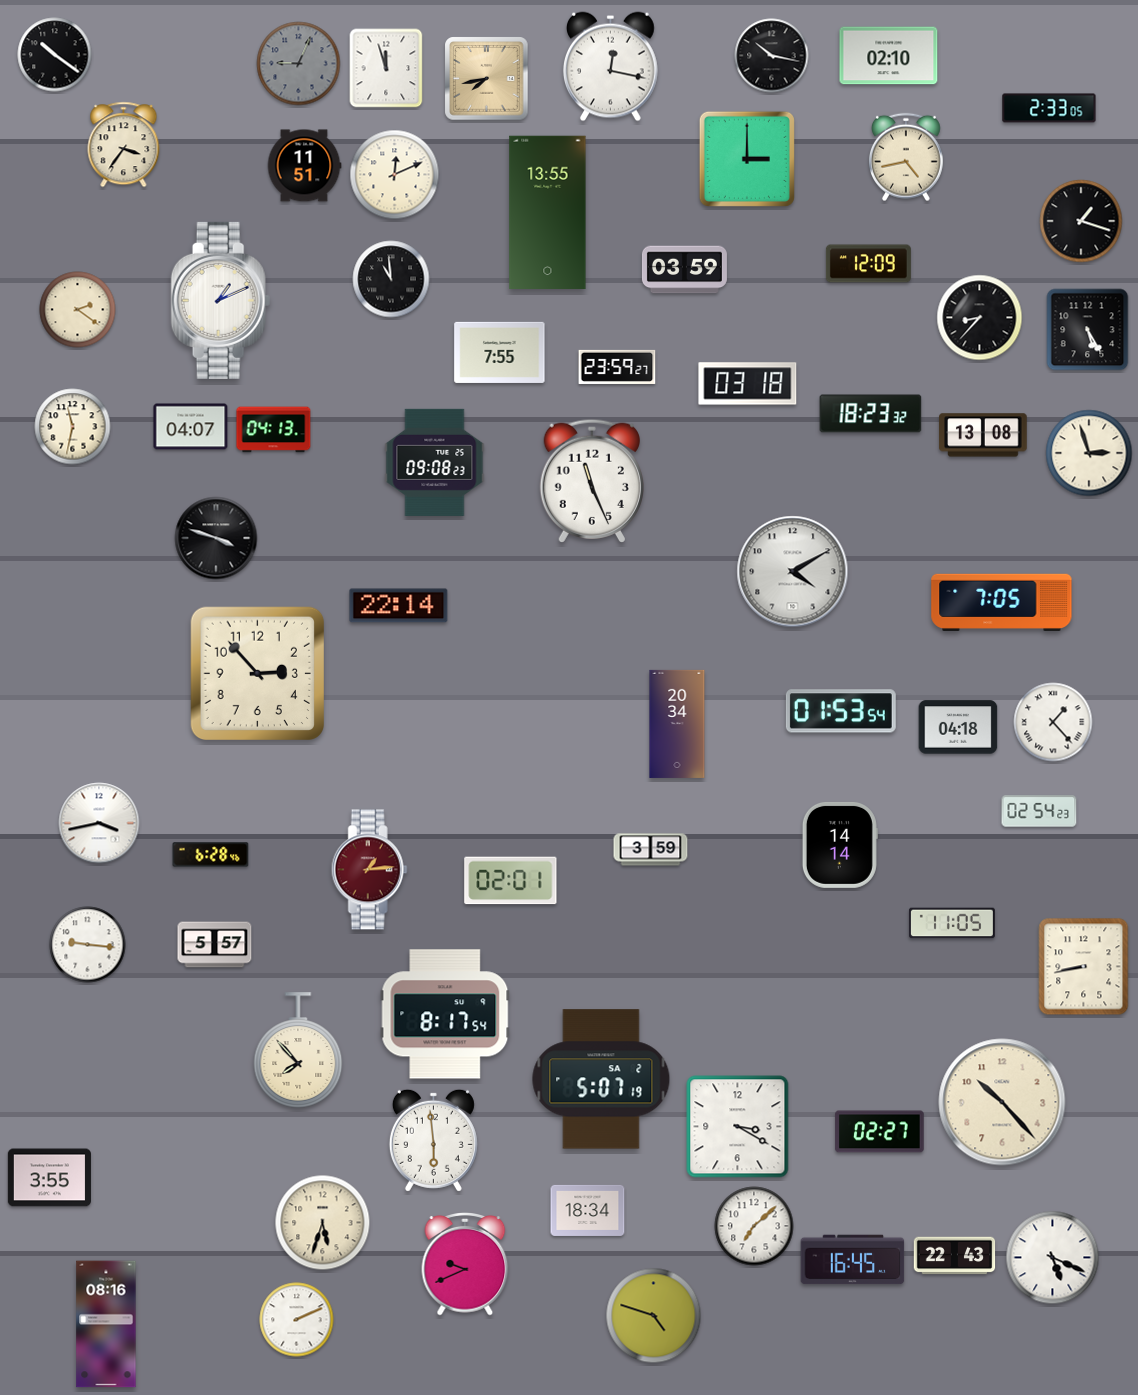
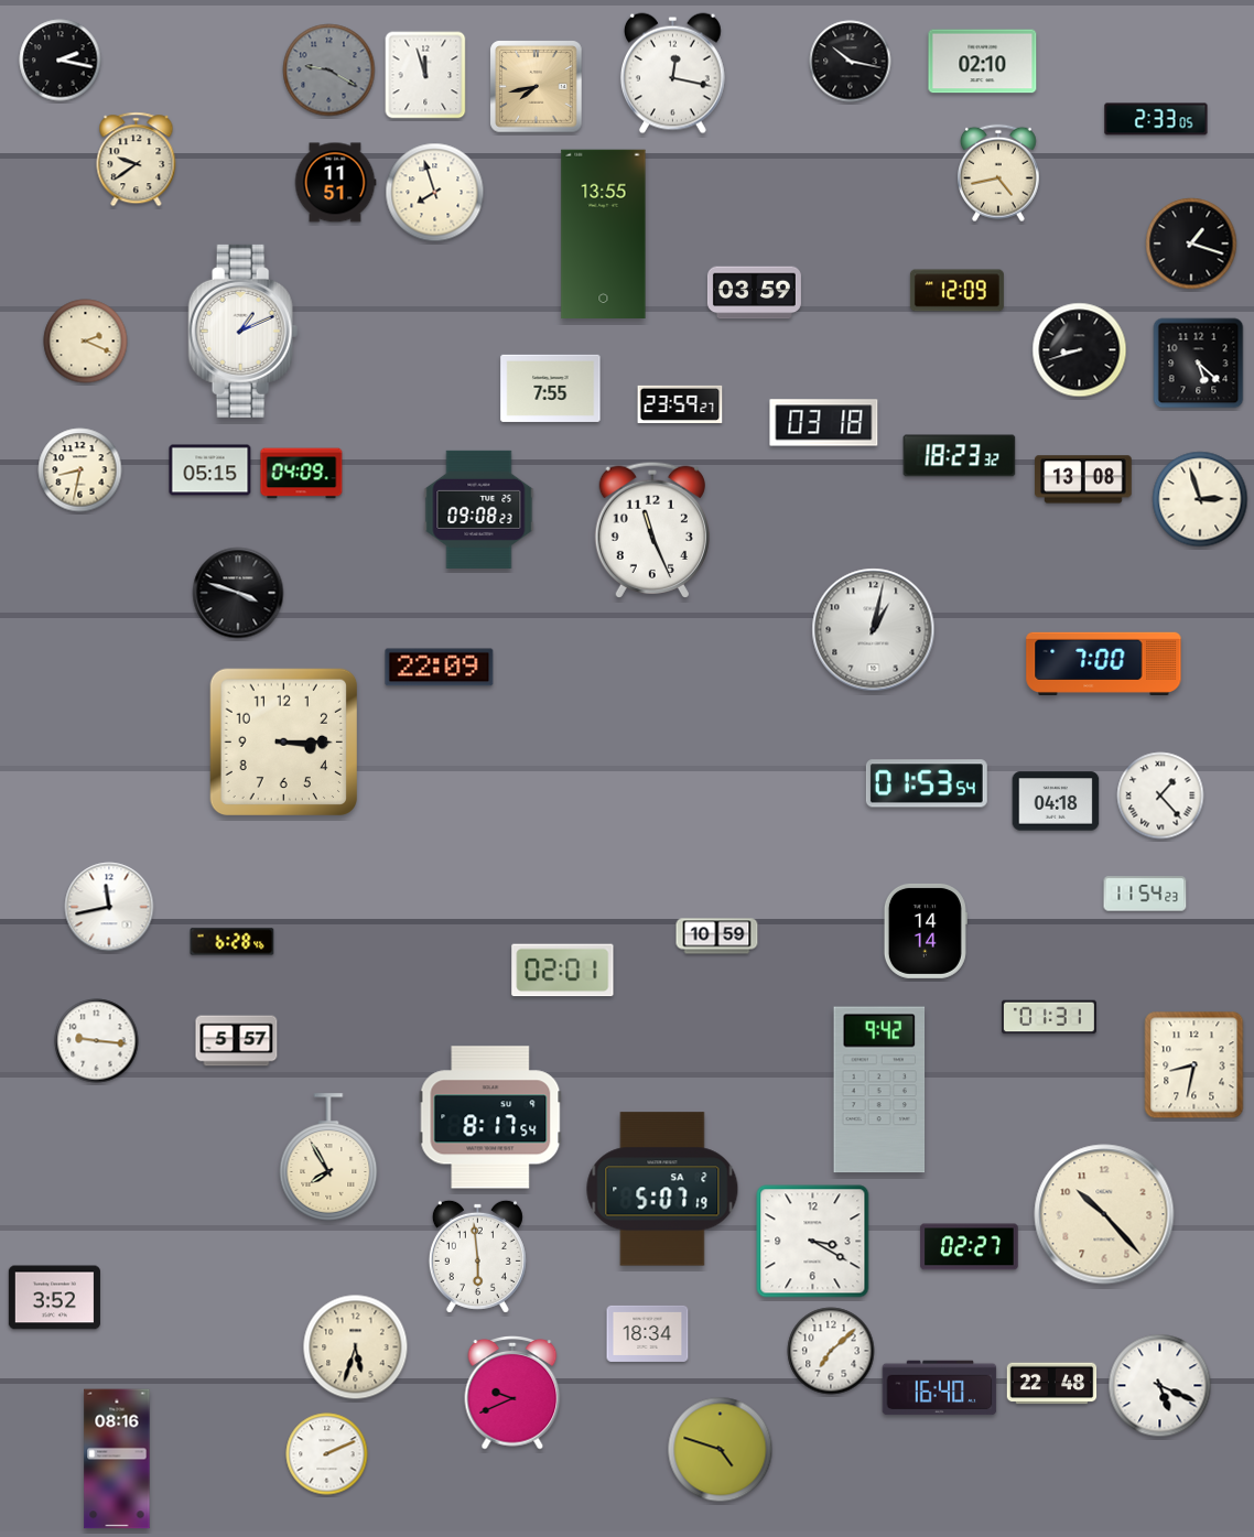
clock at (55, 55): 10:21 -> 2:17
clock at (889, 56) position: (889, 56) -> (983, 62)
clock at (299, 64): 9:04 -> 9:20
clock at (124, 145): 3:36 -> 9:39
clock at (747, 159): 3:00 -> none
clock at (395, 175): 12:11 -> 7:57
clock at (684, 270) position: (684, 270) -> (754, 293)
clock at (391, 279): 10:59 -> none
clock at (78, 310): 2:21 -> 2:19
clock at (980, 318): 8:37 -> 8:42
clock at (1088, 330): 5:25 -> 5:22
clock at (73, 427): 11:32 -> 8:32
clock at (191, 427): 04:07 -> 05:15
clock at (274, 430): 04:13 -> 04:09
clock at (793, 572): 4:10 -> 1:02
clock at (1002, 602): 7:05 -> 7:00
clock at (399, 606): 22:14 -> 22:09
clock at (257, 673): 2:53 -> 3:15
clock at (677, 724): 20:34 -> none
clock at (1039, 811): 02:54 -> 11:54
clock at (99, 823): 3:43 -> 11:43
clock at (651, 850): 3:59 -> 10:59
clock at (369, 870): 1:14 -> none
clock at (952, 923): 11:05 -> 01:31
clock at (1084, 967): 8:43 -> 8:32
clock at (879, 1090): none -> 9:42
clock at (298, 1050): 7:53 -> 7:55
clock at (49, 1178): 3:55 -> 3:52
clock at (955, 1256): 22:43 -> 22:48
clock at (853, 1260): 16:45 -> 16:40
